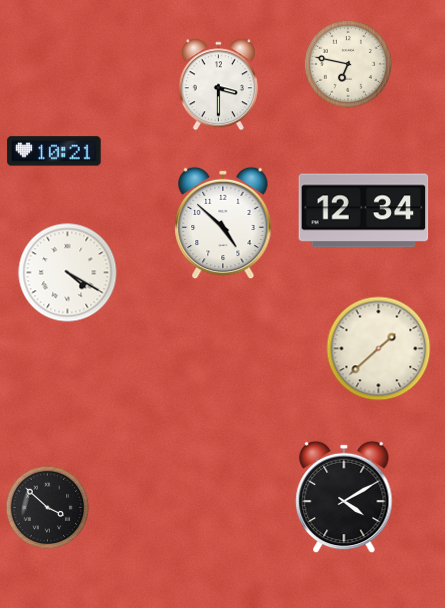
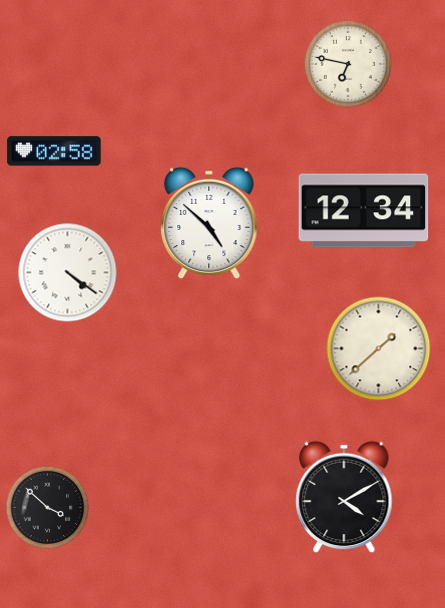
clock at (218, 85): 3:30 -> none
clock at (54, 151): 10:21 -> 02:58
clock at (223, 223) position: (223, 223) -> (209, 223)
clock at (68, 273): 4:20 -> 4:21
